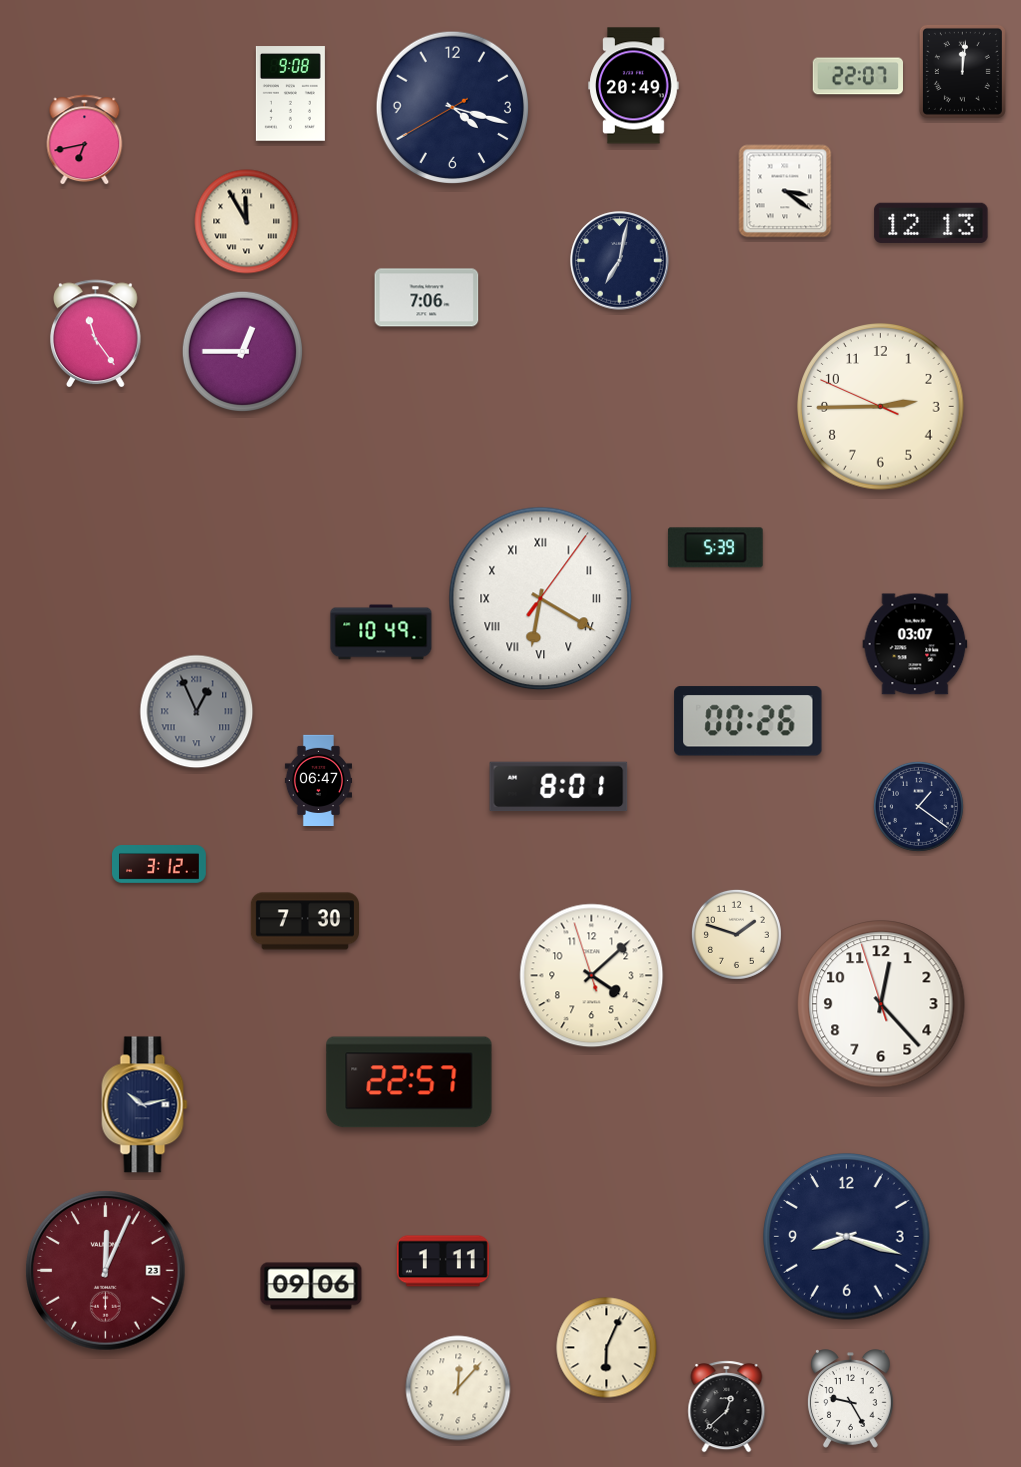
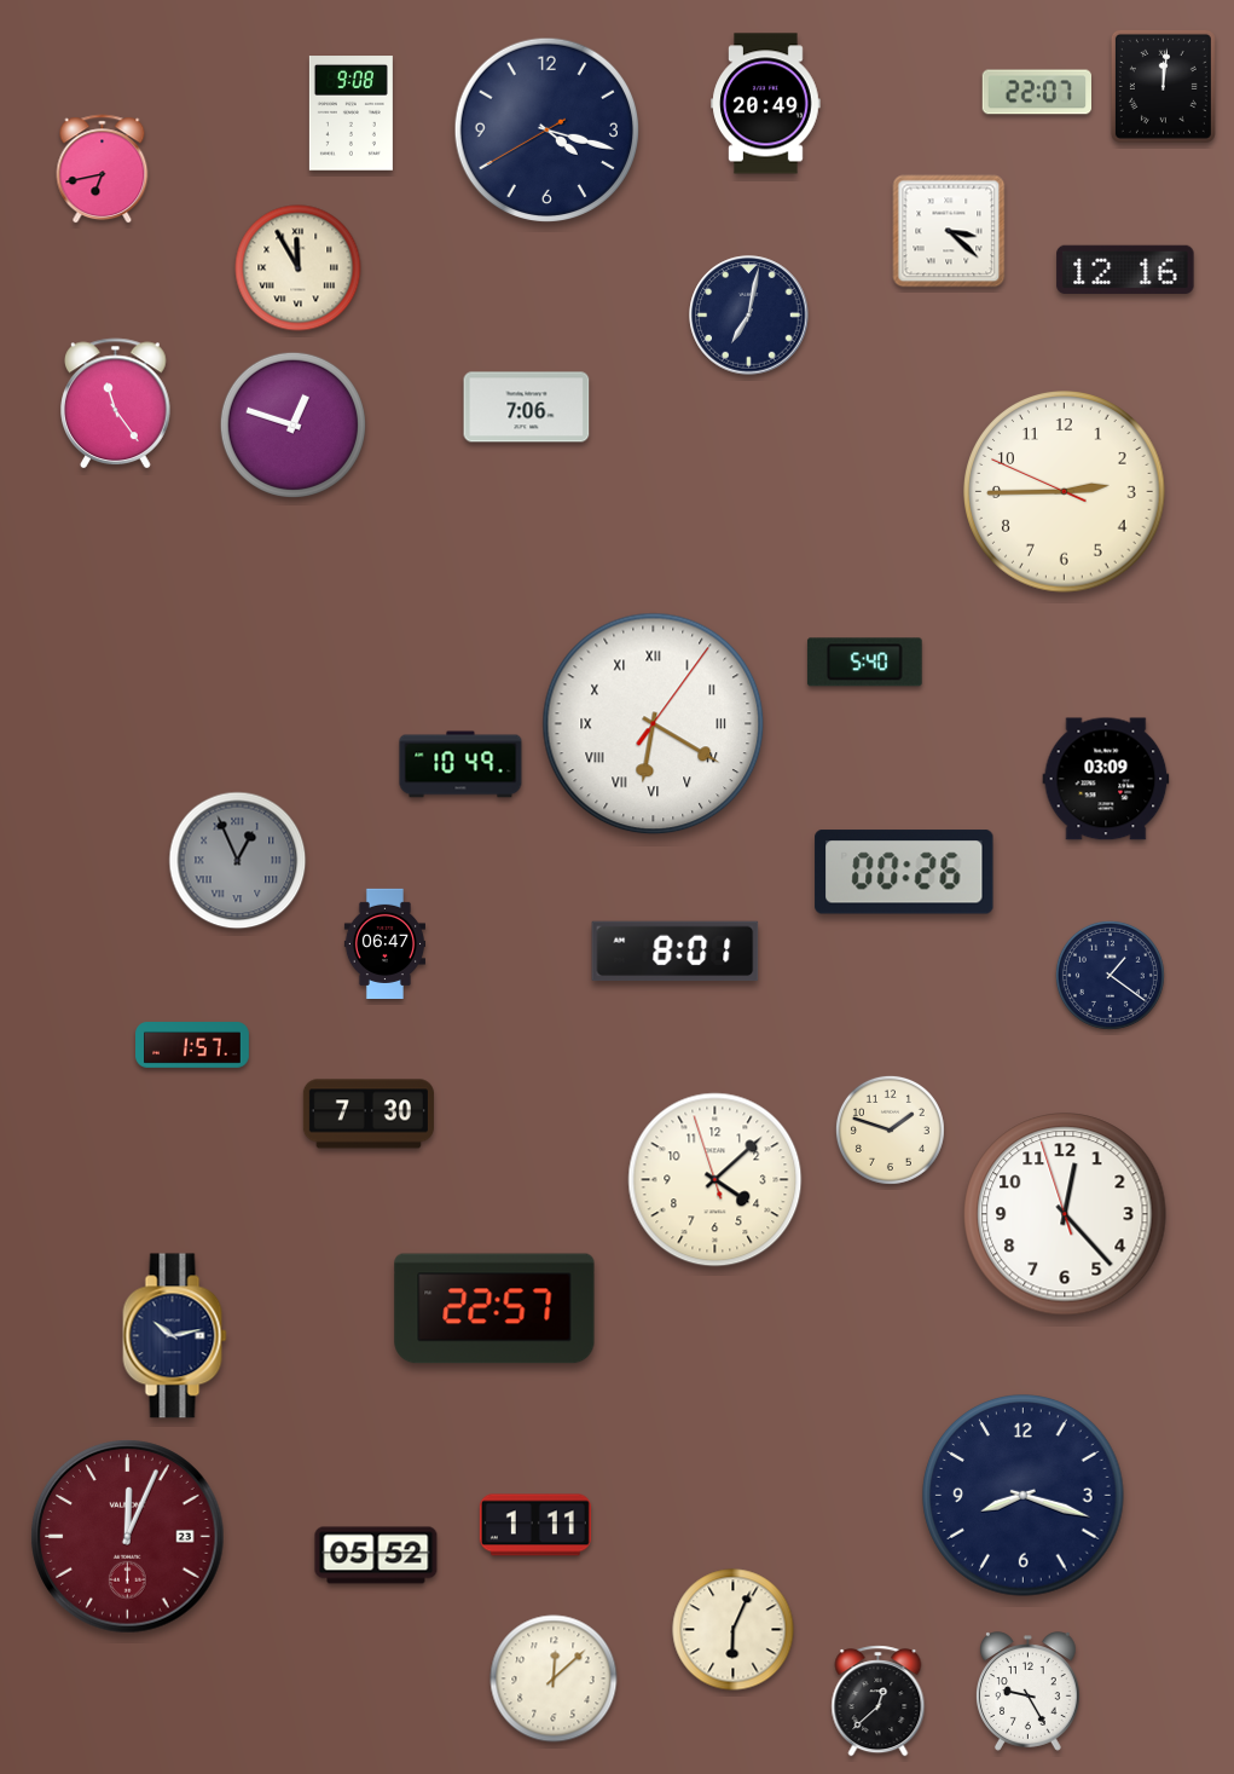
clock at (785, 191): 3:21 -> 3:22
clock at (931, 223): 12:13 -> 12:16
clock at (427, 298) position: (427, 298) -> (527, 408)
clock at (242, 351): 12:45 -> 12:48
clock at (715, 548): 5:39 -> 5:40
clock at (915, 644): 03:07 -> 03:09
clock at (160, 865): 3:12 -> 1:57
clock at (311, 1286): 09:06 -> 05:52
clock at (458, 1388): 12:07 -> 12:08
